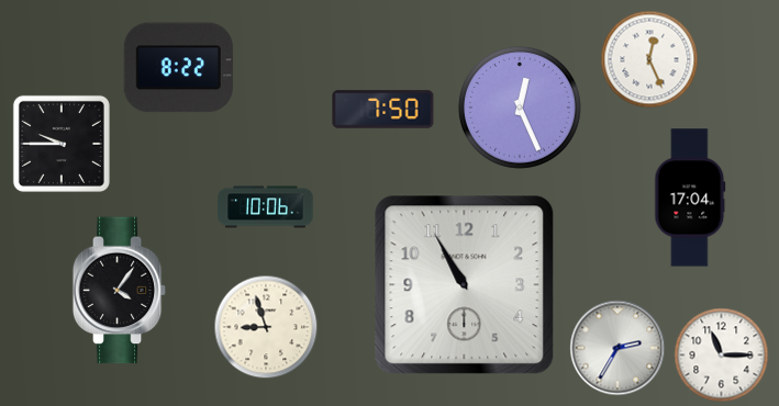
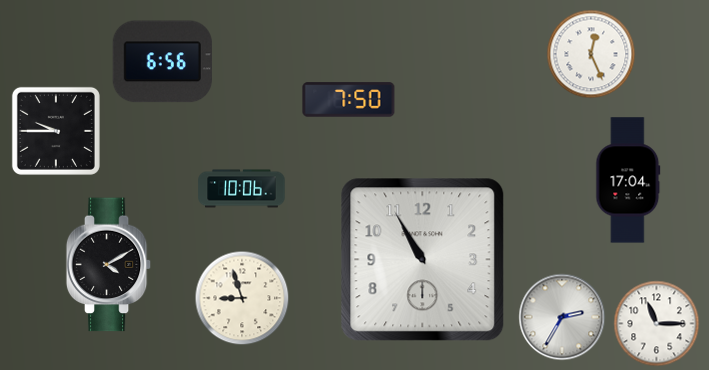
clock at (178, 68): 8:22 -> 6:56
clock at (520, 108): 12:26 -> none
clock at (120, 291): 4:06 -> 4:10
